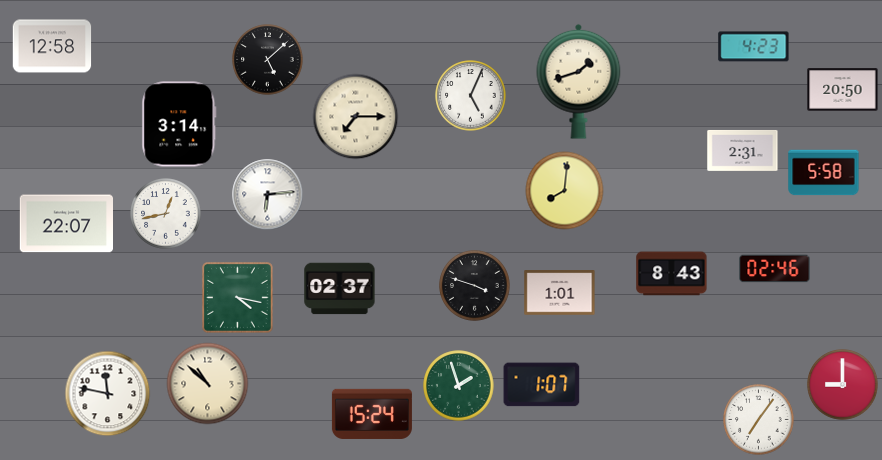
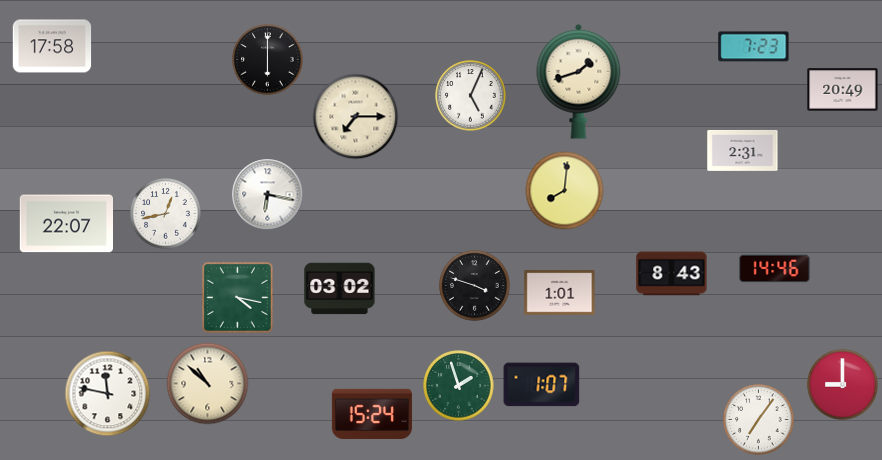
clock at (52, 46): 12:58 -> 17:58
clock at (754, 47): 4:23 -> 7:23
clock at (268, 60): 5:08 -> 6:00
clock at (843, 90): 20:50 -> 20:49
clock at (179, 124): 3:14 -> none
clock at (824, 173): 5:58 -> none
clock at (268, 195): 6:14 -> 6:17
clock at (775, 269): 02:46 -> 14:46
clock at (340, 289): 02:37 -> 03:02
